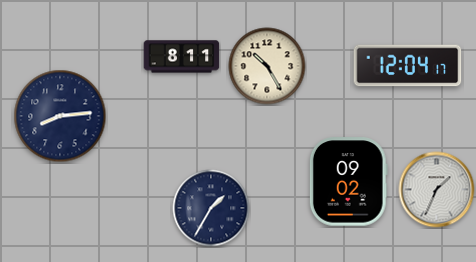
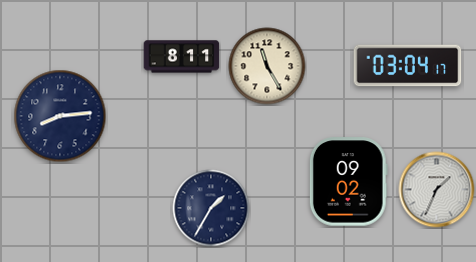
clock at (267, 66): 10:25 -> 11:25
clock at (408, 66): 12:04 -> 03:04
